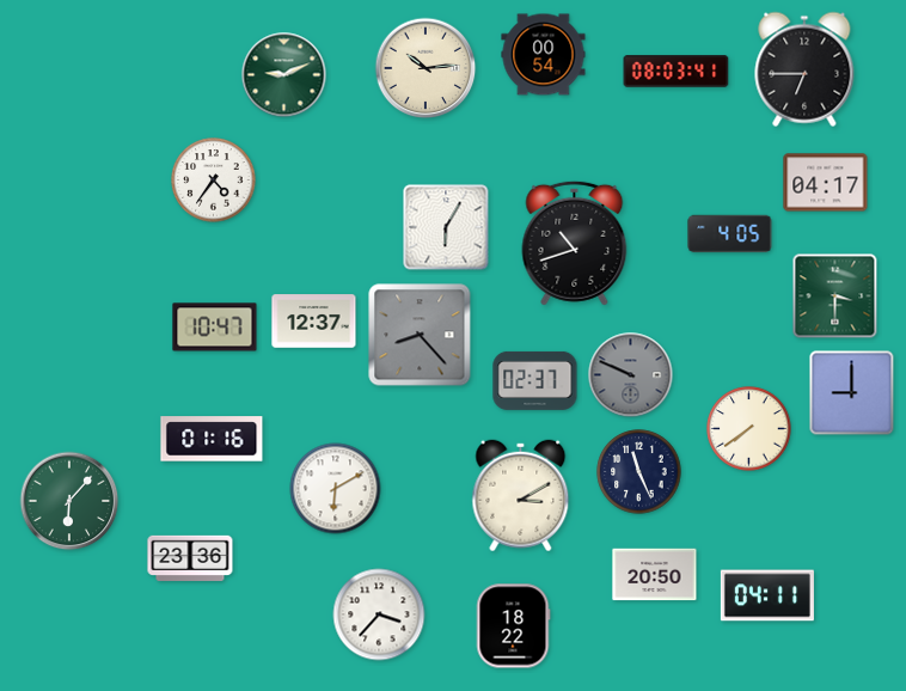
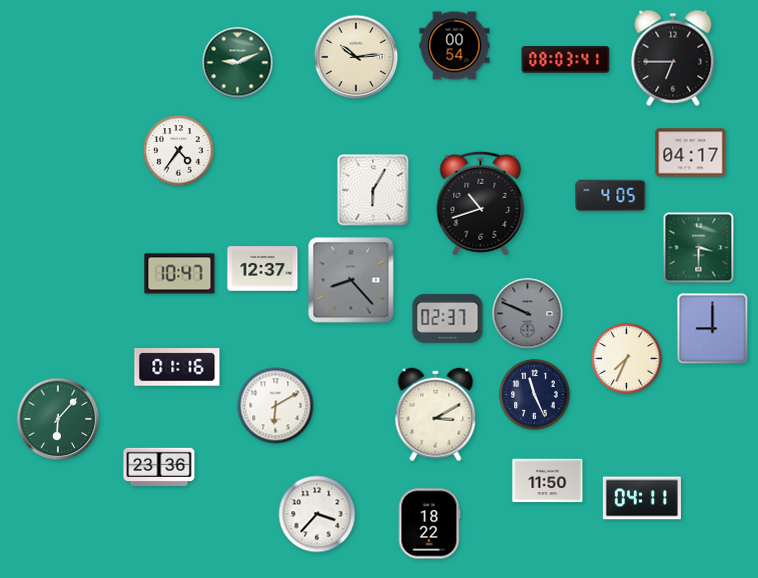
clock at (749, 429): 7:39 -> 7:34
clock at (336, 489) position: (336, 489) -> (276, 406)
clock at (655, 575): 20:50 -> 11:50
